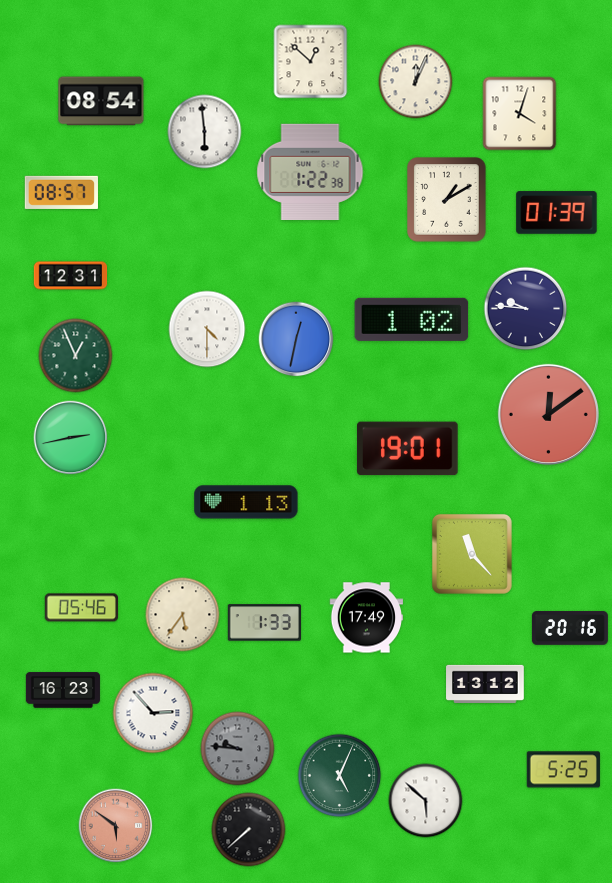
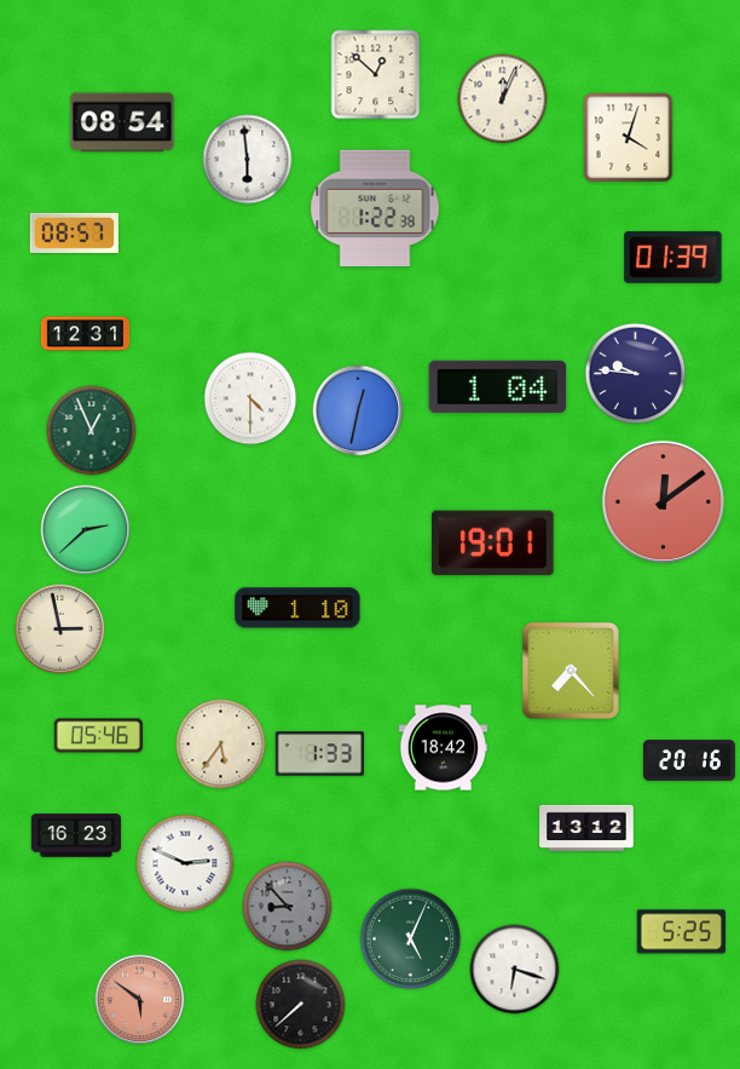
clock at (447, 200): 1:10 -> none
clock at (412, 319): 1:02 -> 1:04
clock at (71, 438): 2:43 -> 2:38
clock at (246, 502): 1:13 -> 1:10
clock at (60, 630): none -> 2:58
clock at (472, 554): 11:23 -> 7:23
clock at (366, 618): 17:49 -> 18:42
clock at (153, 713): 2:53 -> 2:49
clock at (238, 749): 9:46 -> 8:53
clock at (426, 801): 5:52 -> 6:18
